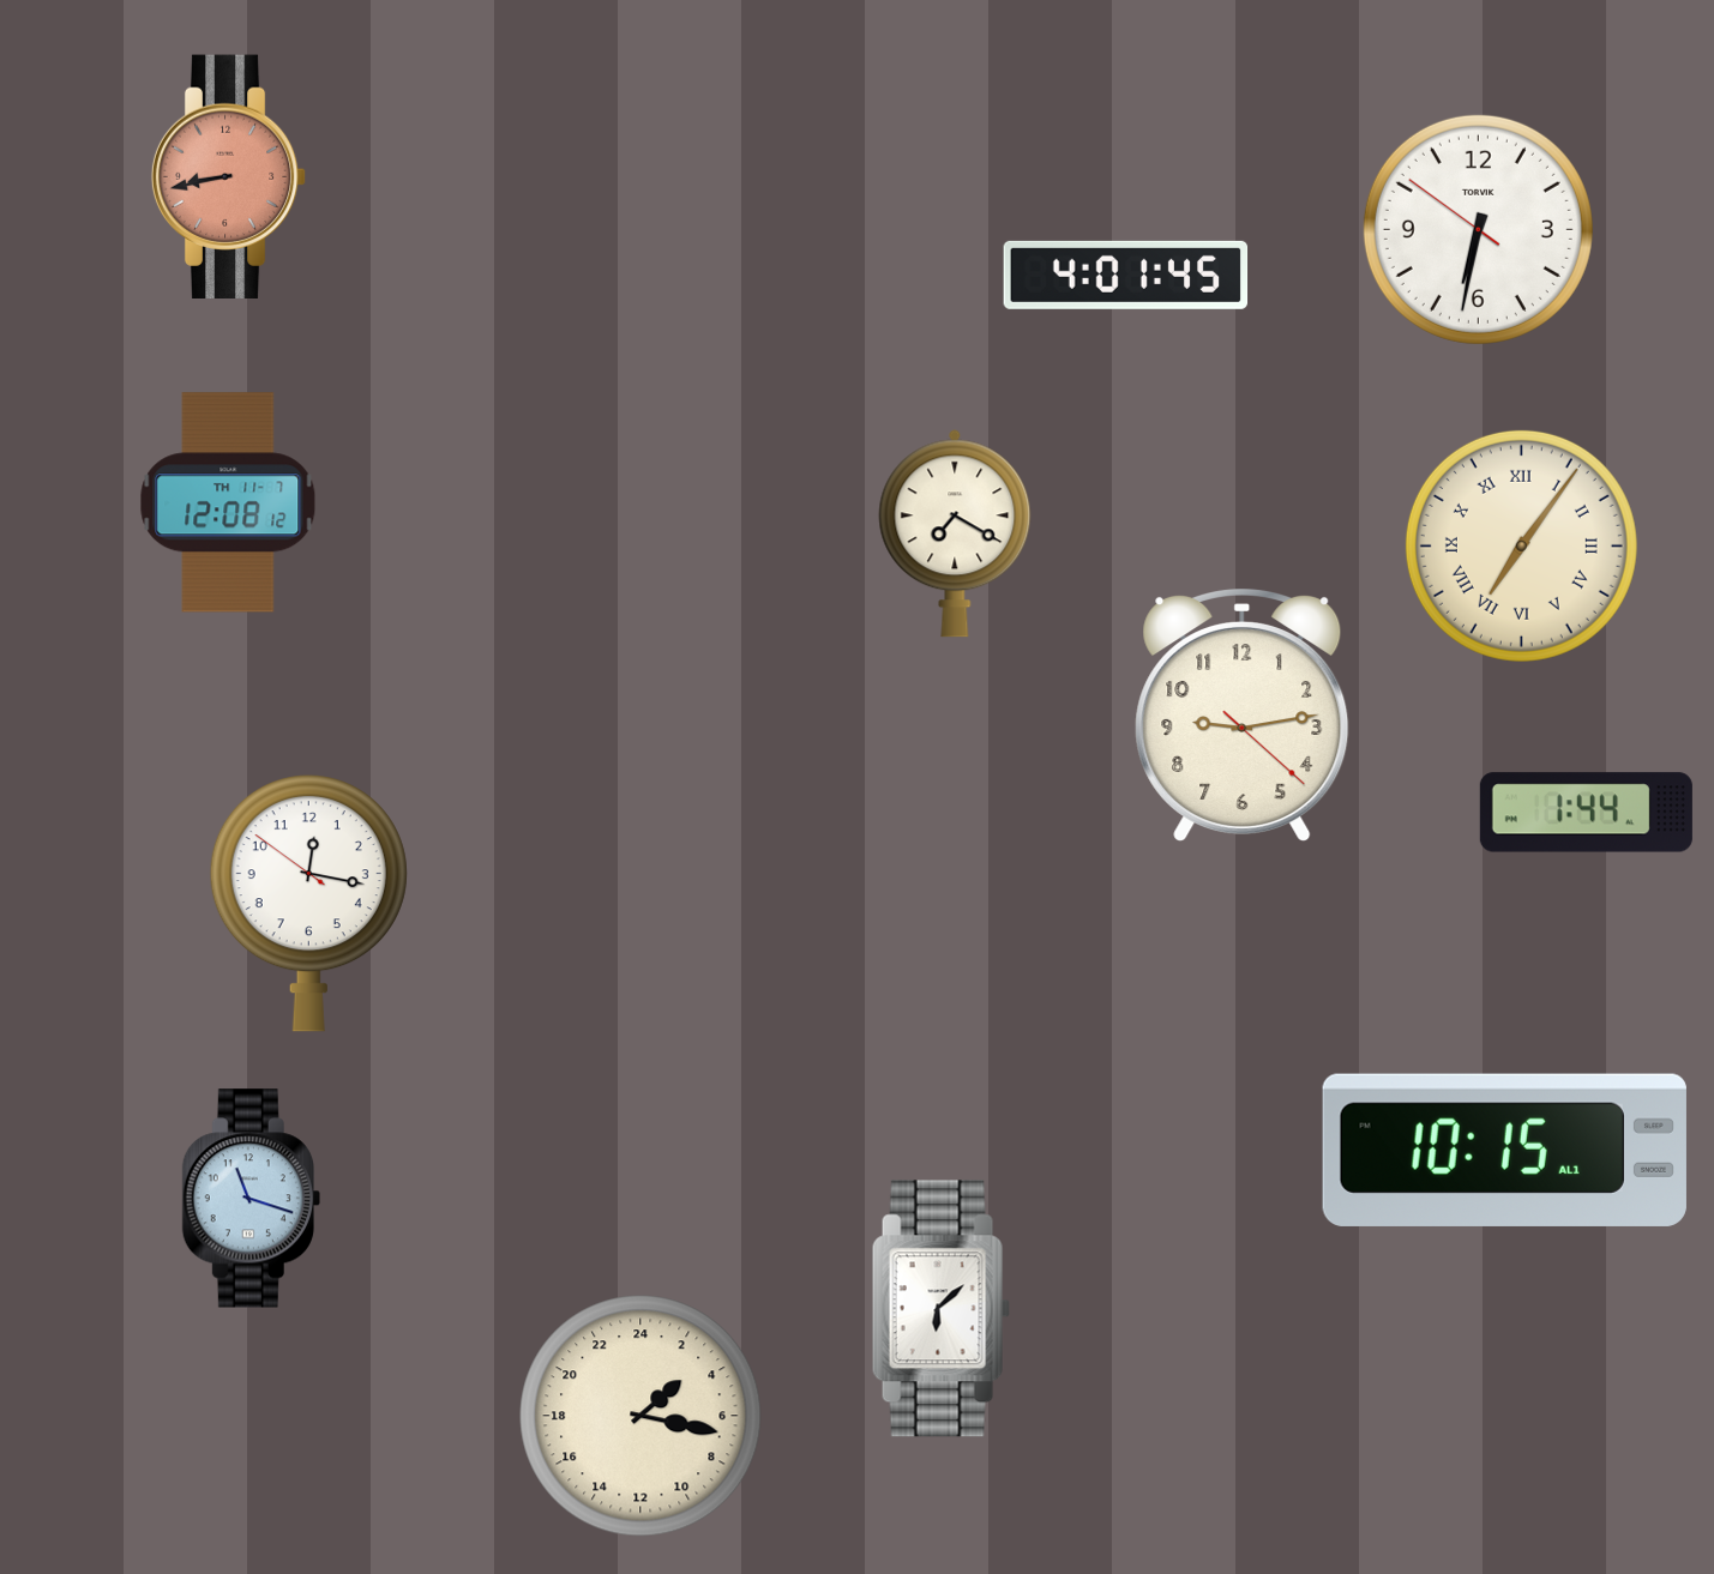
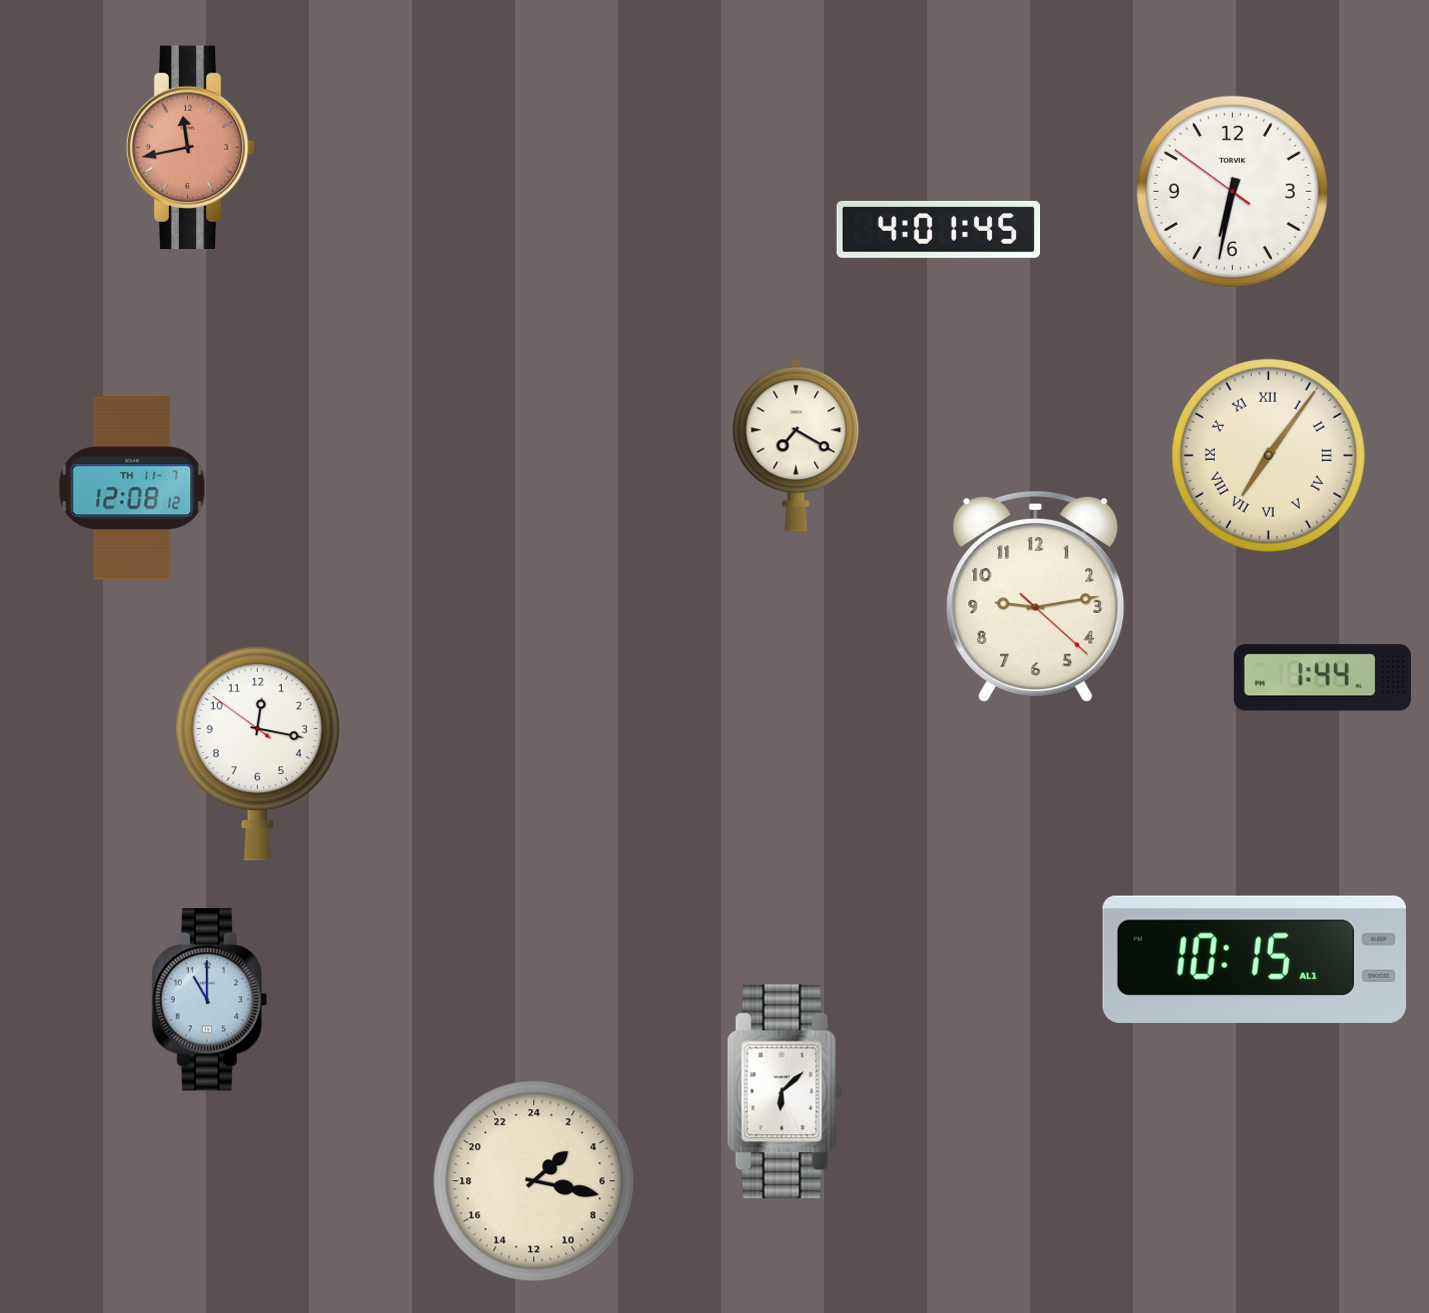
clock at (229, 176): 8:43 -> 11:43
clock at (228, 502) position: (228, 502) -> (132, 488)
clock at (251, 1199): 11:18 -> 11:00
